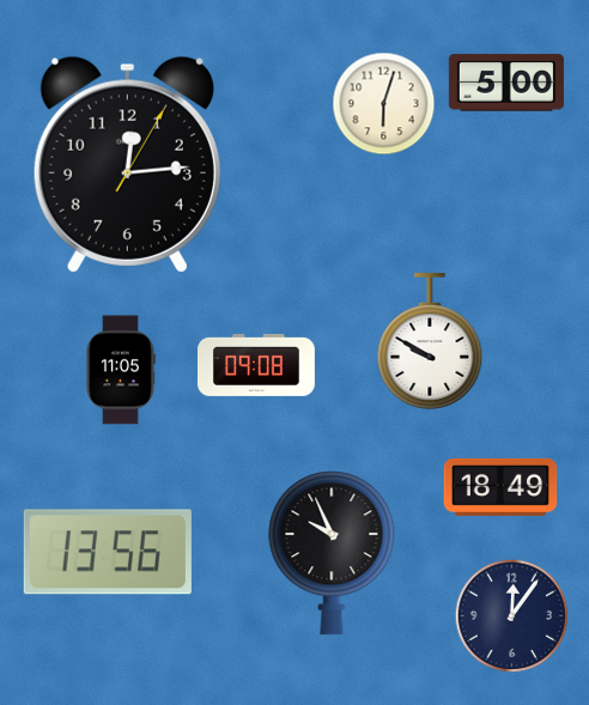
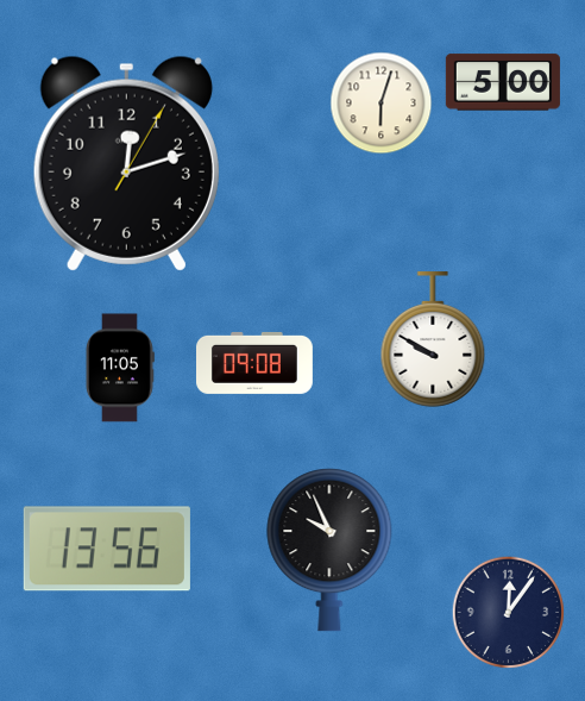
clock at (127, 164): 12:14 -> 12:12
clock at (430, 341) position: (430, 341) -> (433, 339)
clock at (500, 487): 18:49 -> none
